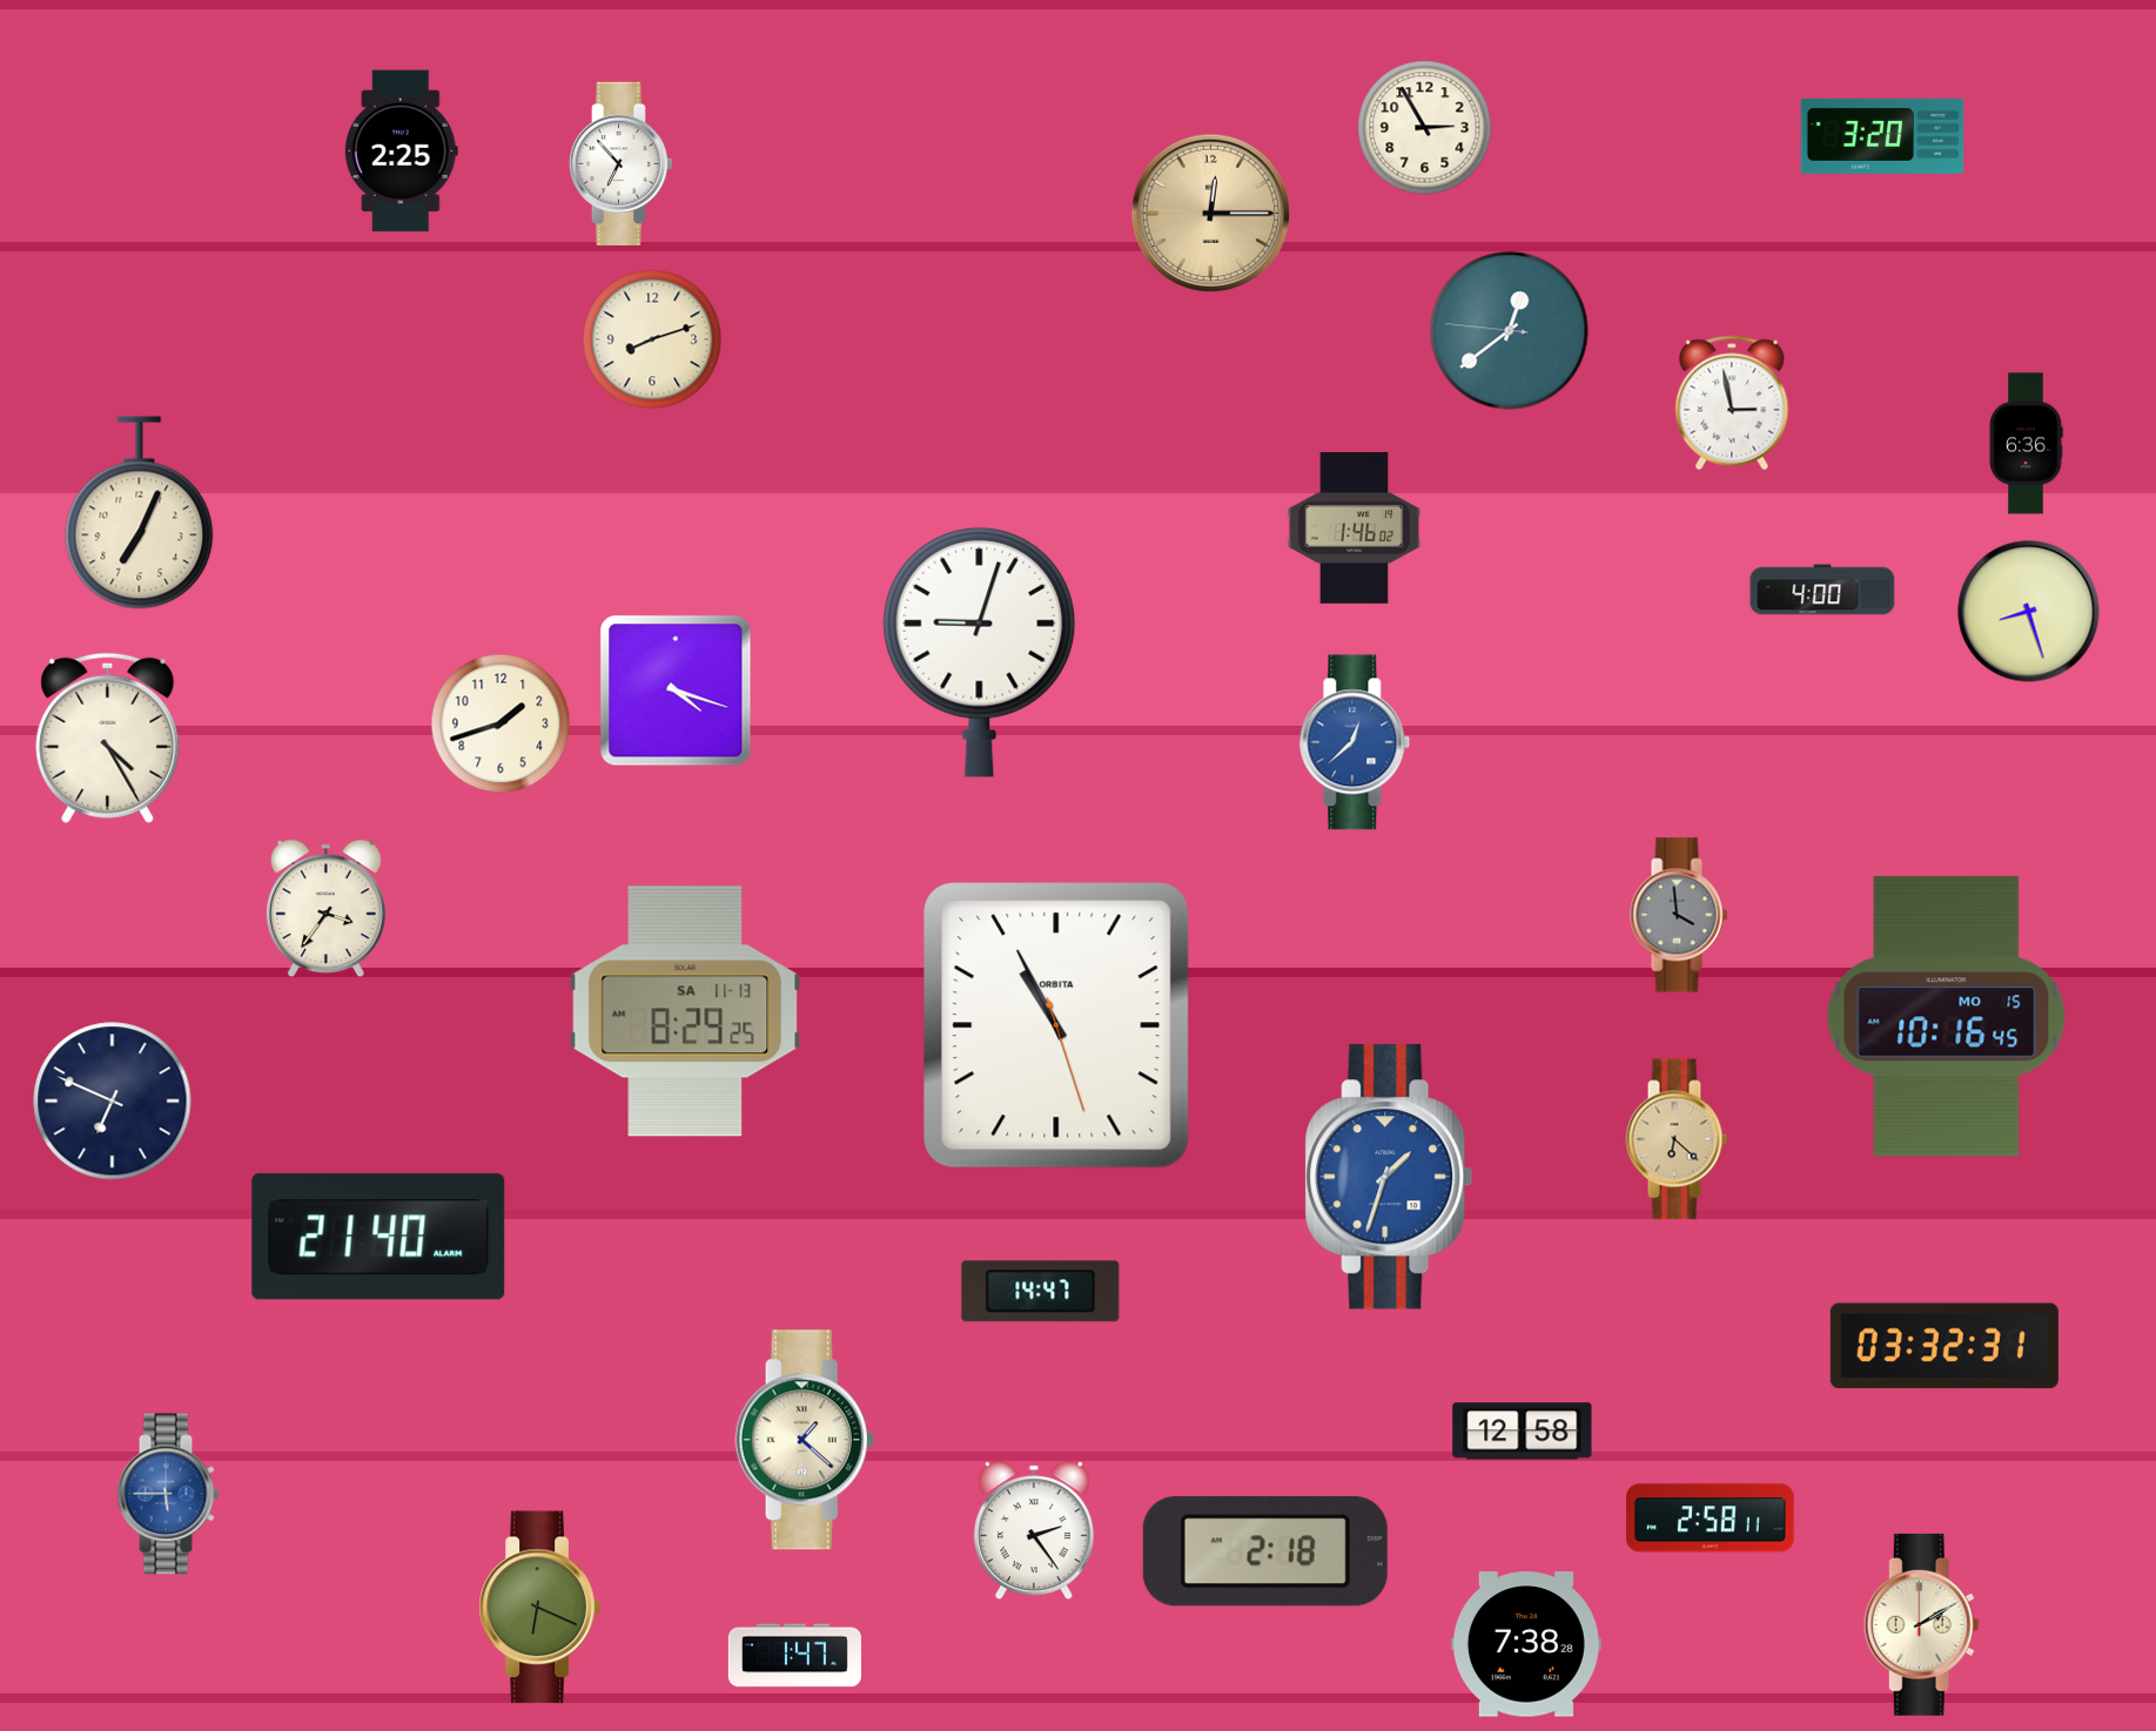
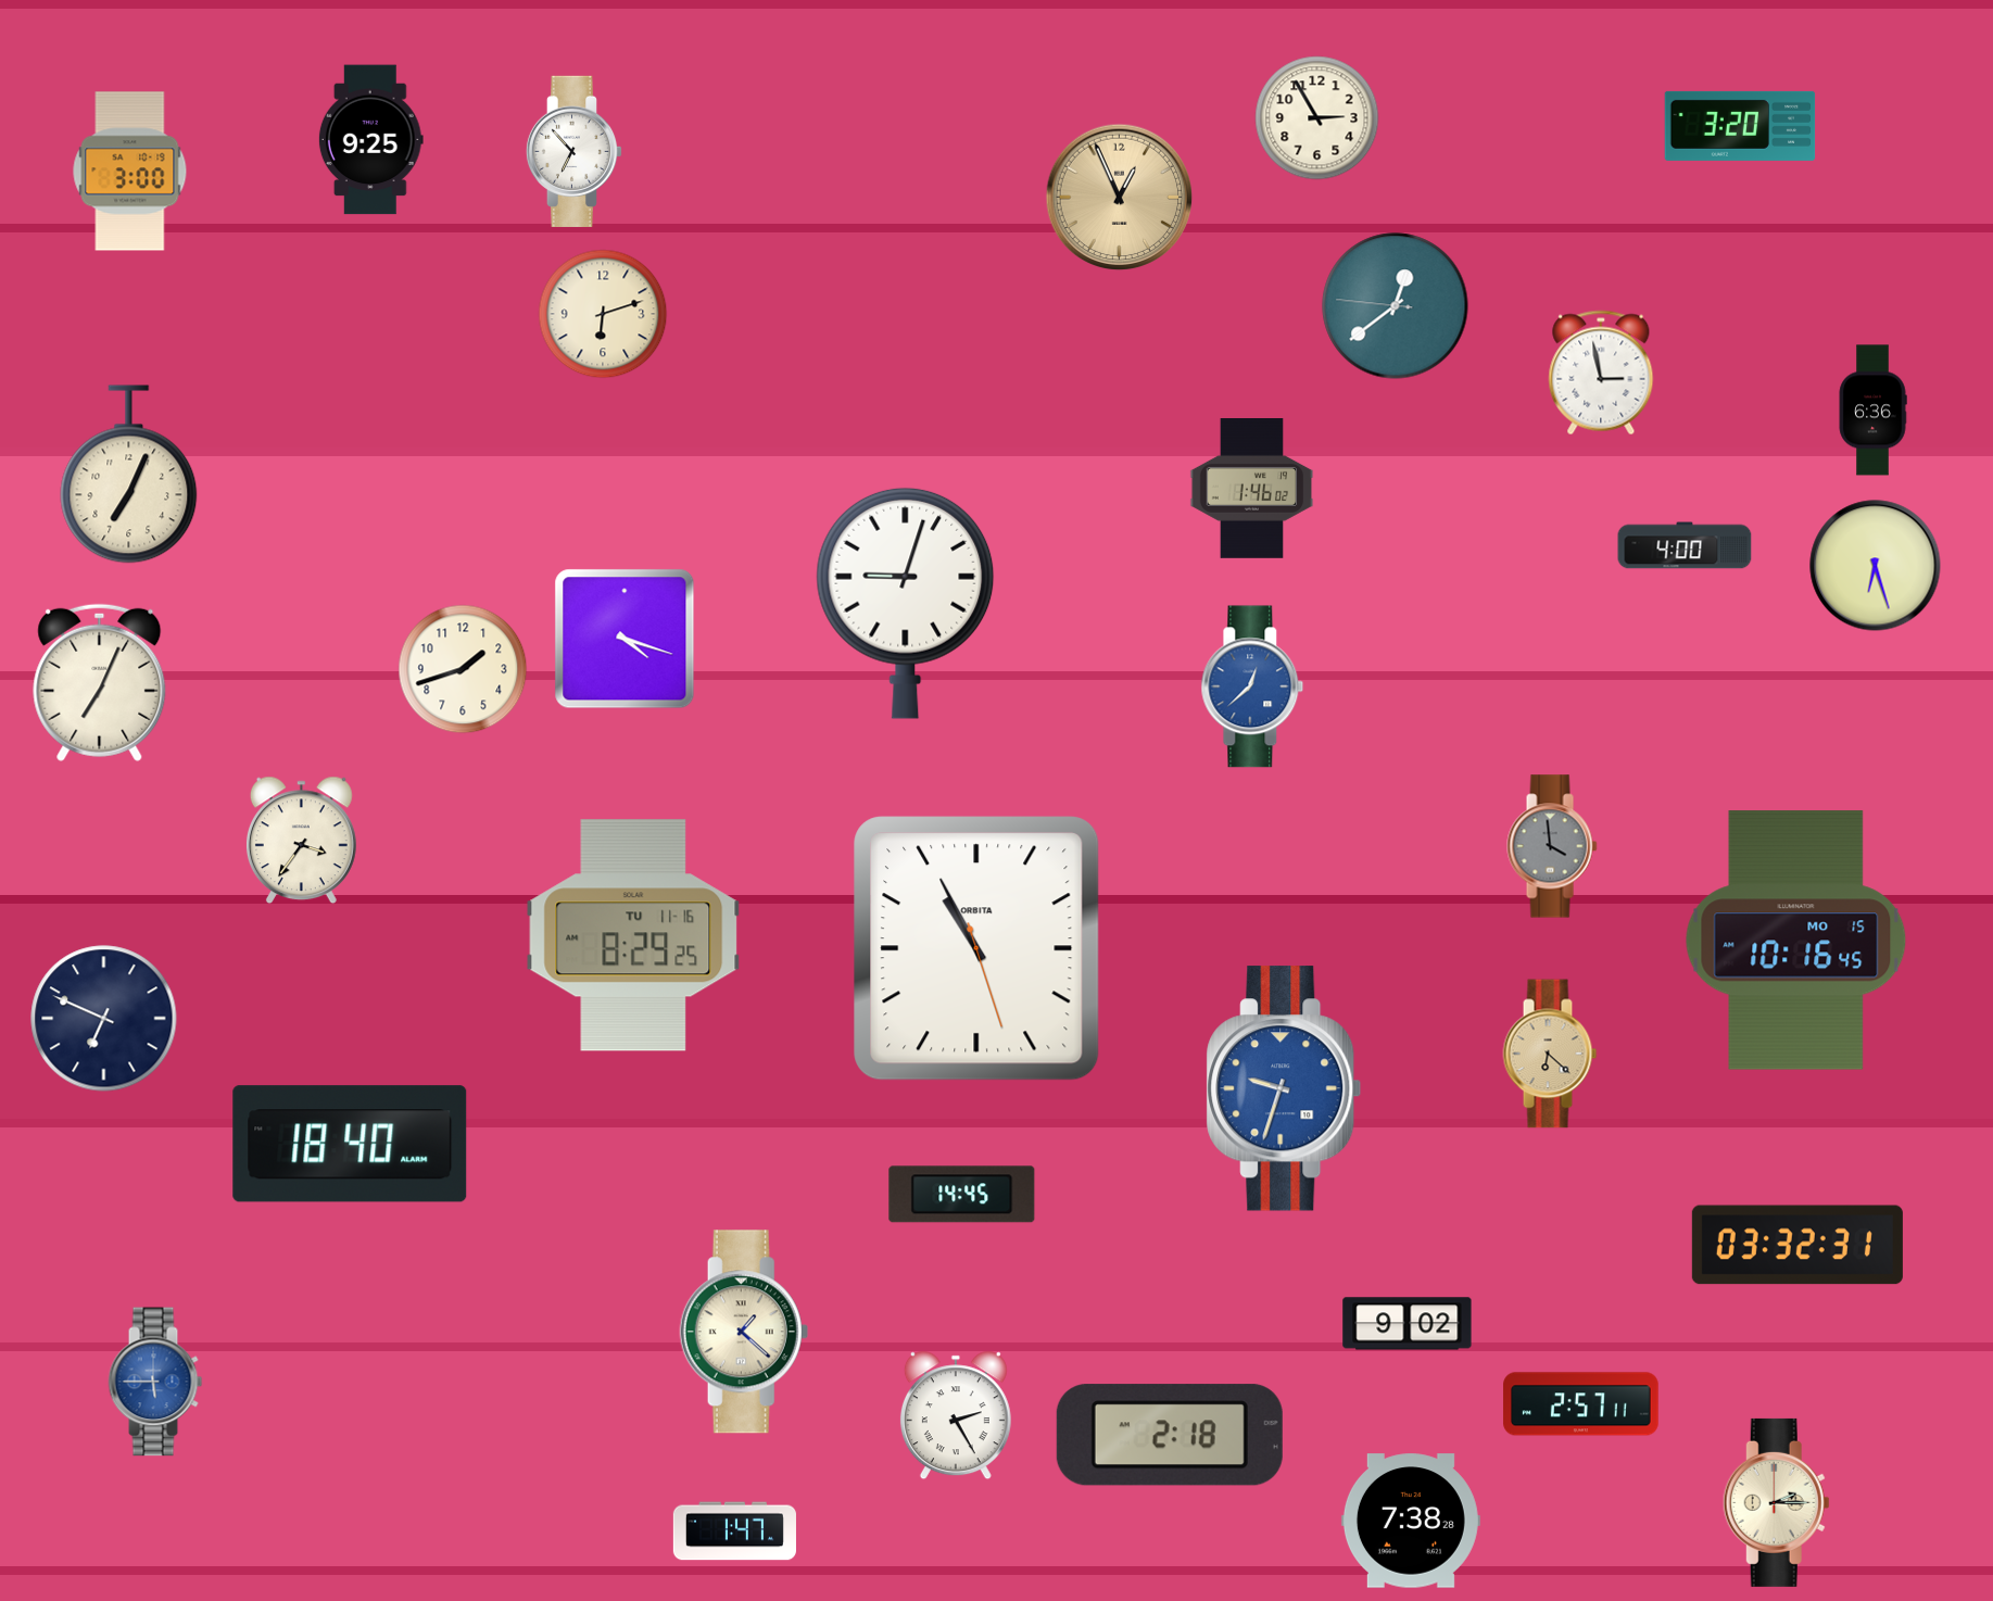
clock at (401, 151): 2:25 -> 9:25
clock at (130, 172): none -> 3:00
clock at (1211, 214): 12:15 -> 12:56
clock at (652, 339): 8:12 -> 6:12
clock at (2029, 612): 8:27 -> 6:27
clock at (108, 737): 4:25 -> 7:04
clock at (685, 1011) date: SA 11-13 -> TU 11-16
clock at (1947, 1017) position: (1947, 1017) -> (1796, 941)
clock at (1389, 1177): 1:33 -> 9:33
clock at (378, 1237): 21:40 -> 18:40
clock at (1041, 1292): 14:47 -> 14:45
clock at (1523, 1432): 12:58 -> 9:02
clock at (1711, 1518): 2:58 -> 2:57
clock at (1034, 1530): 2:24 -> 2:25
clock at (539, 1608): 6:19 -> none
clock at (1921, 1624): 2:10 -> 2:15
